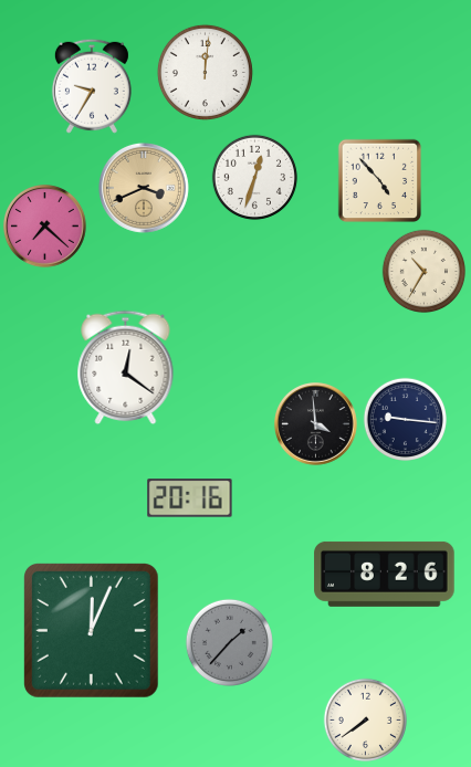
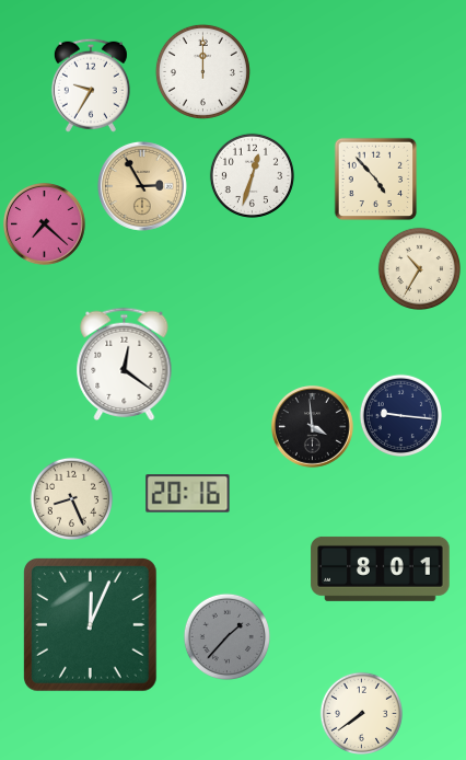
clock at (205, 72): 12:01 -> 12:00
clock at (144, 188): 3:41 -> 2:55
clock at (316, 424) position: (316, 424) -> (313, 427)
clock at (71, 498): none -> 8:26
clock at (385, 574): 8:26 -> 8:01
